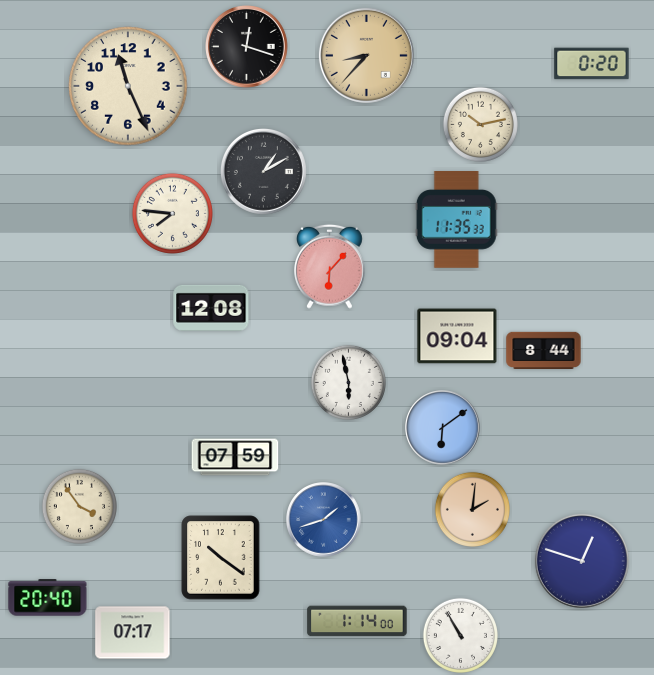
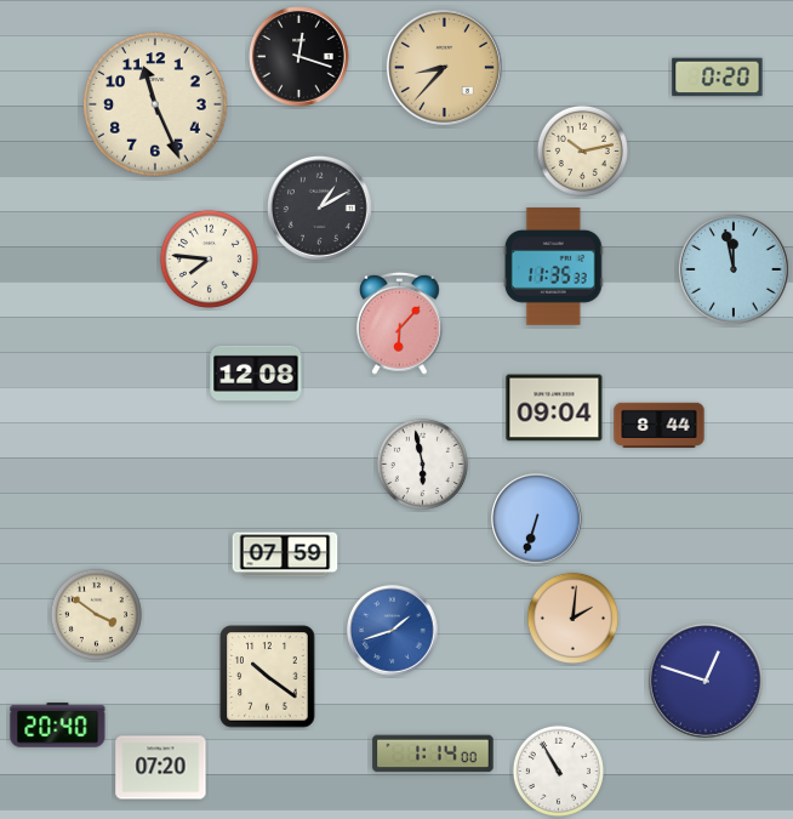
clock at (734, 269): none -> 11:58
clock at (443, 428): 6:09 -> 6:33
clock at (79, 506): 3:54 -> 3:51
clock at (133, 633): 07:17 -> 07:20
